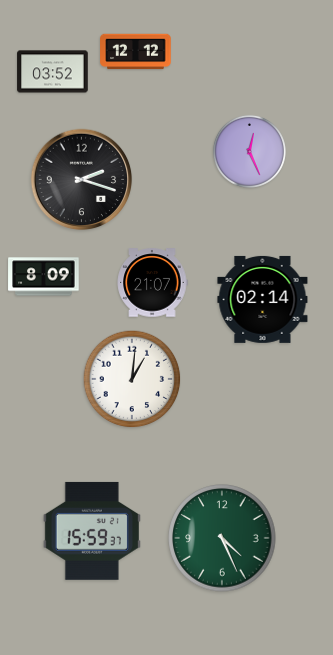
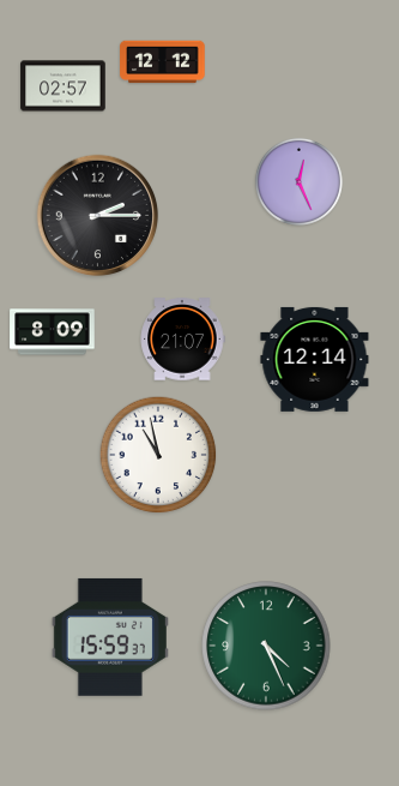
clock at (53, 72): 03:52 -> 02:57
clock at (82, 180): 2:18 -> 2:15
clock at (263, 299): 02:14 -> 12:14
clock at (132, 379): 1:01 -> 10:58
